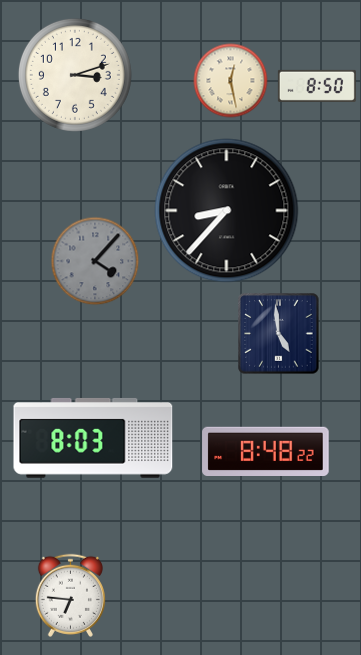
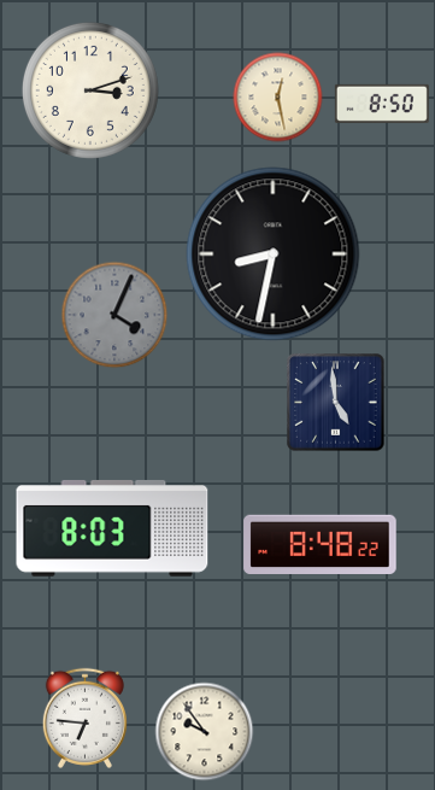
clock at (227, 211): 8:37 -> 8:32
clock at (95, 261): 4:07 -> 4:04
clock at (205, 732): none -> 9:54
